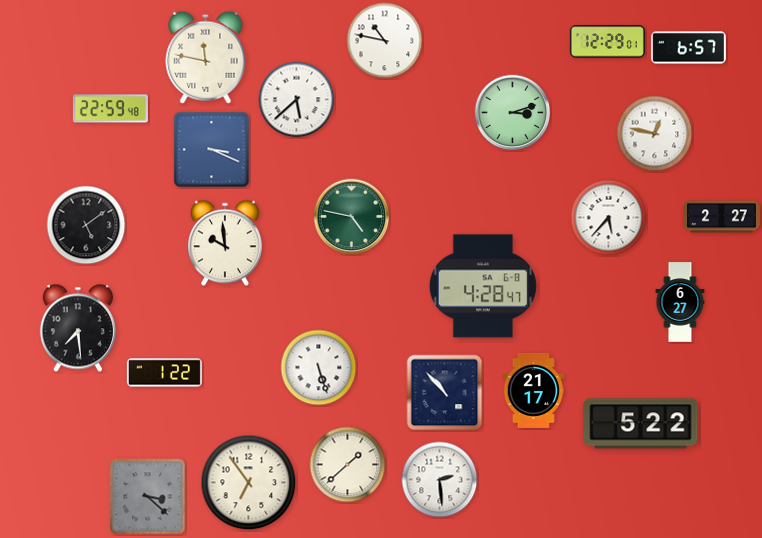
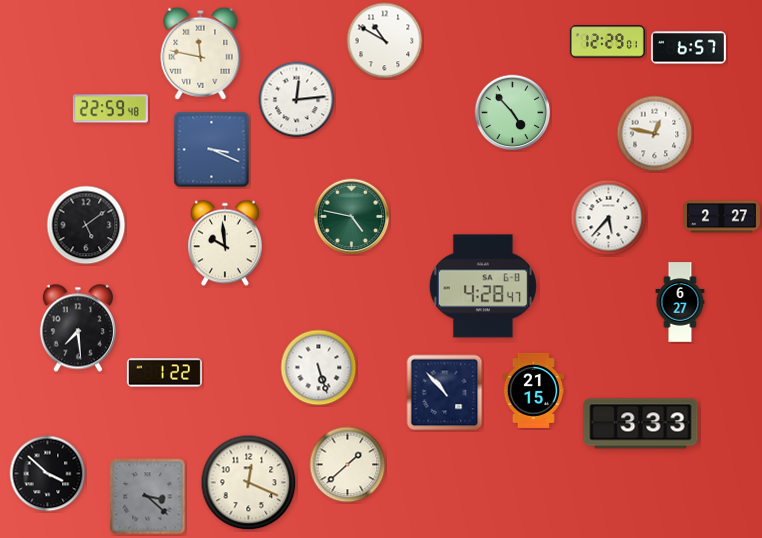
clock at (385, 41): 10:47 -> 10:50
clock at (206, 57) position: (206, 57) -> (201, 53)
clock at (297, 100): 5:38 -> 12:14
clock at (513, 113): 3:12 -> 4:53
clock at (534, 390): 21:17 -> 21:15
clock at (641, 424): 5:22 -> 3:33
clock at (48, 474): none -> 3:52
clock at (440, 480): 2:29 -> none
clock at (249, 483): 6:54 -> 12:19
